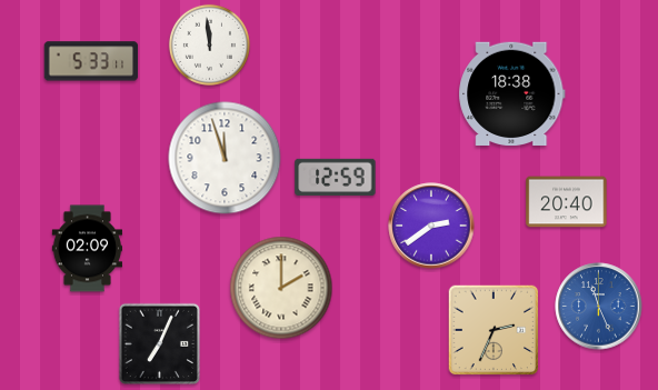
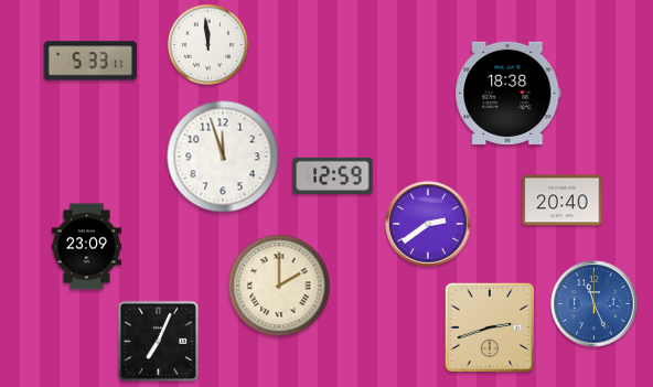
clock at (87, 249): 02:09 -> 23:09
clock at (493, 330): 2:34 -> 2:42
